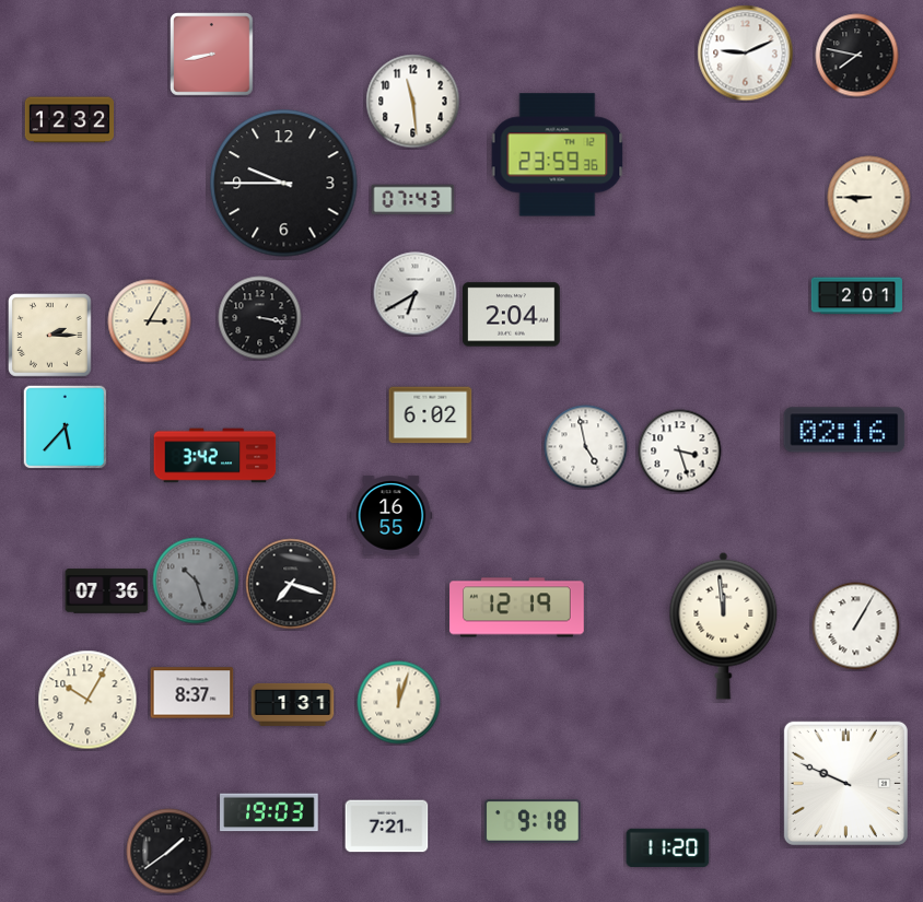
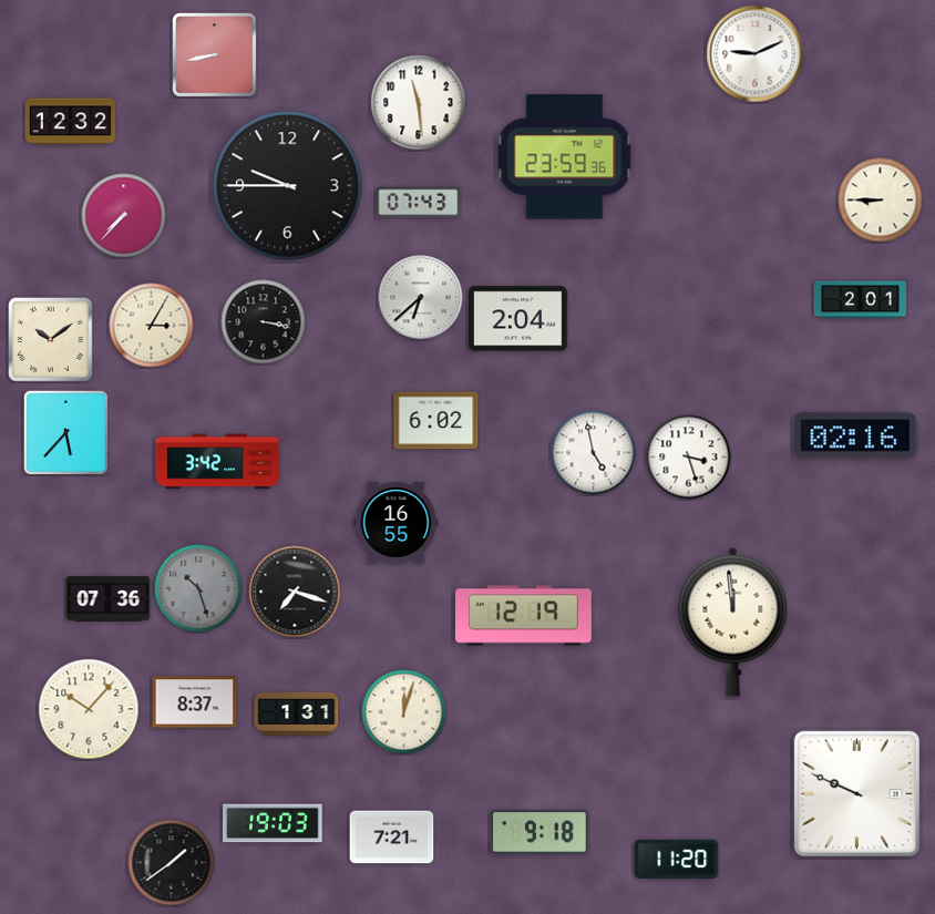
clock at (857, 56): 7:47 -> none
clock at (124, 216): none -> 7:37
clock at (416, 294): 6:40 -> 6:38
clock at (856, 296) position: (856, 296) -> (860, 300)
clock at (50, 336): 2:15 -> 10:09
clock at (724, 625) position: (724, 625) -> (733, 622)
clock at (856, 626): 1:05 -> none
clock at (87, 700): 10:05 -> 10:07
